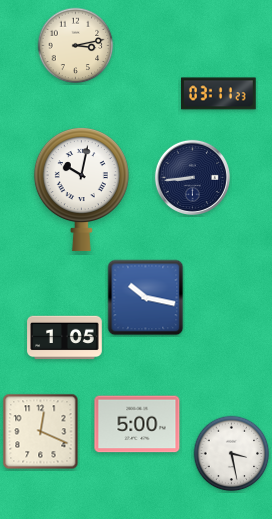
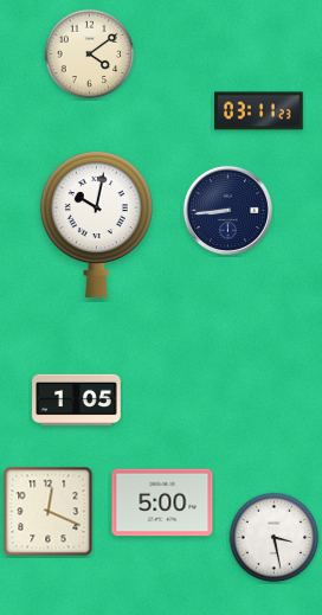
clock at (76, 46): 3:13 -> 4:09
clock at (146, 298): 10:17 -> none
